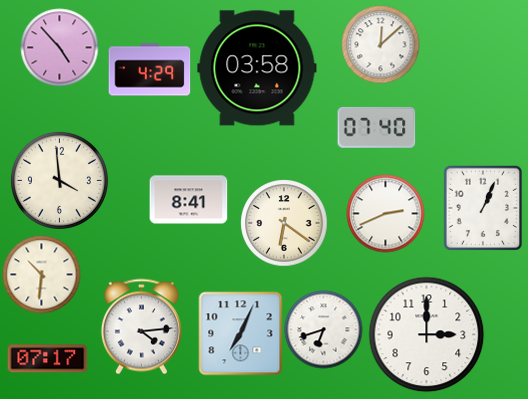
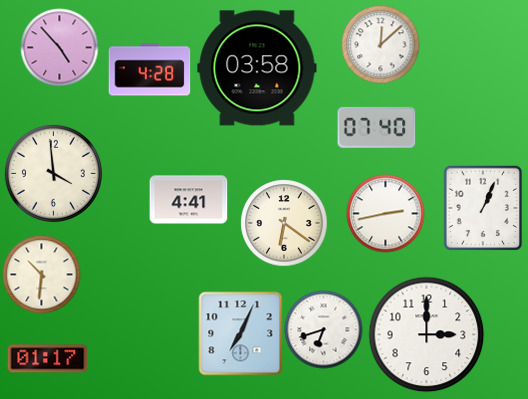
clock at (149, 70): 4:29 -> 4:28
clock at (59, 180) position: (59, 180) -> (53, 173)
clock at (188, 200): 8:41 -> 4:41
clock at (385, 213): 2:41 -> 2:43
clock at (141, 326): 4:14 -> none
clock at (47, 359): 07:17 -> 01:17
